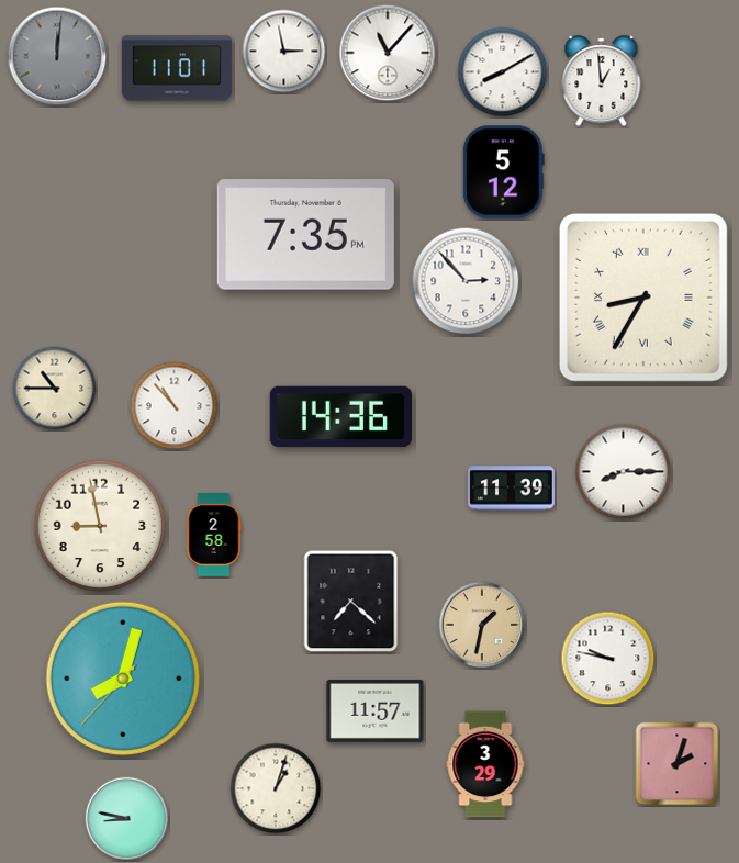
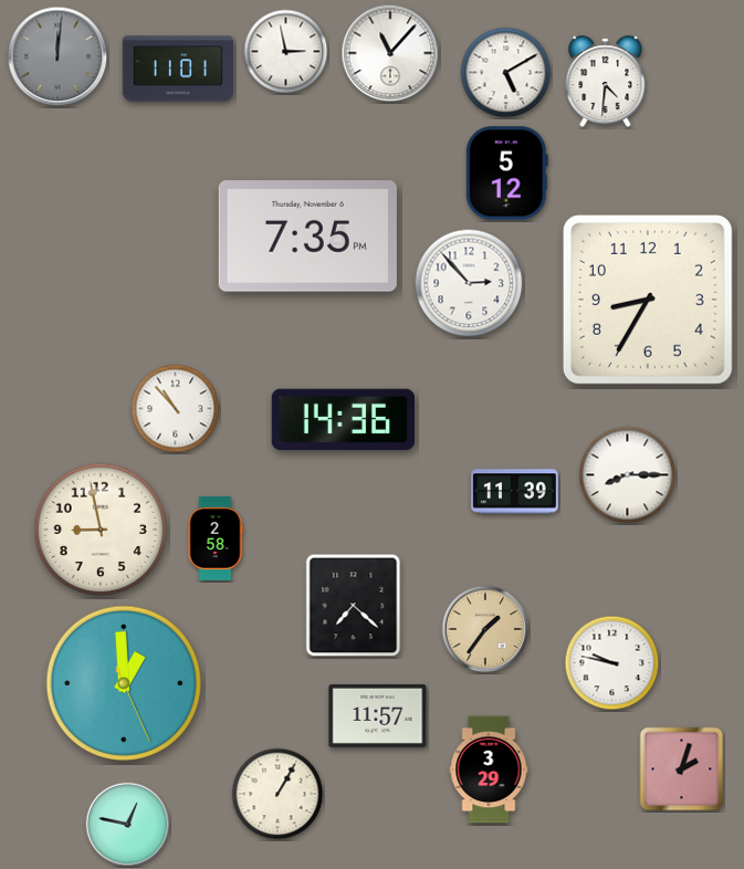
clock at (503, 72): 8:10 -> 5:10
clock at (602, 81): 12:59 -> 4:31
clock at (643, 298) numerals: Roman -> Arabic
clock at (55, 389): 10:45 -> none
clock at (482, 625): 1:32 -> 1:36
clock at (122, 677): 8:02 -> 12:59
clock at (276, 788): 1:03 -> 1:05
clock at (127, 819): 8:47 -> 12:47
